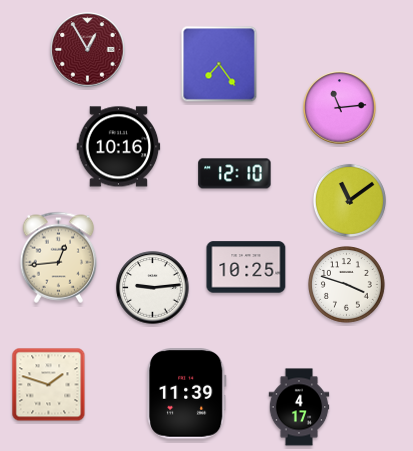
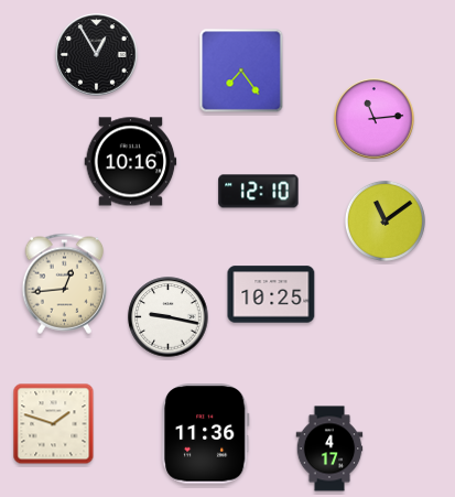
clock at (88, 50) dial: burgundy -> black
clock at (347, 285): 3:48 -> none
clock at (153, 288): 9:14 -> 9:17
clock at (187, 394): 11:39 -> 11:36
